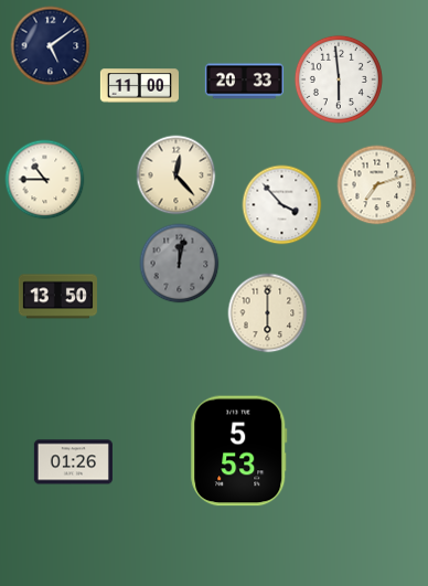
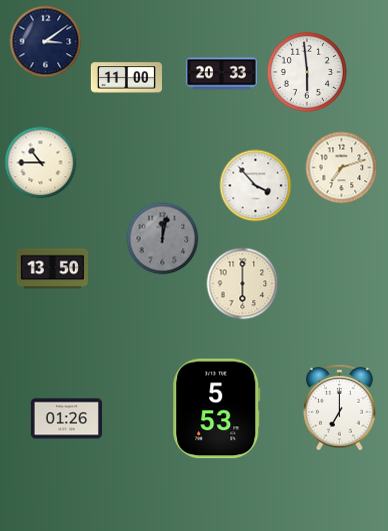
clock at (51, 46): 5:09 -> 3:09
clock at (176, 175): 12:23 -> none
clock at (340, 407): none -> 7:00
